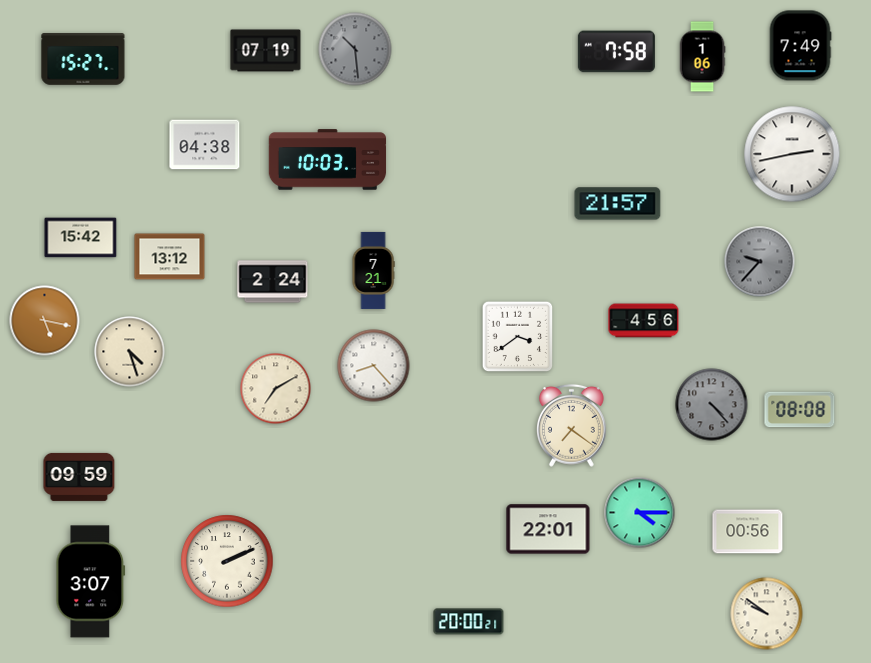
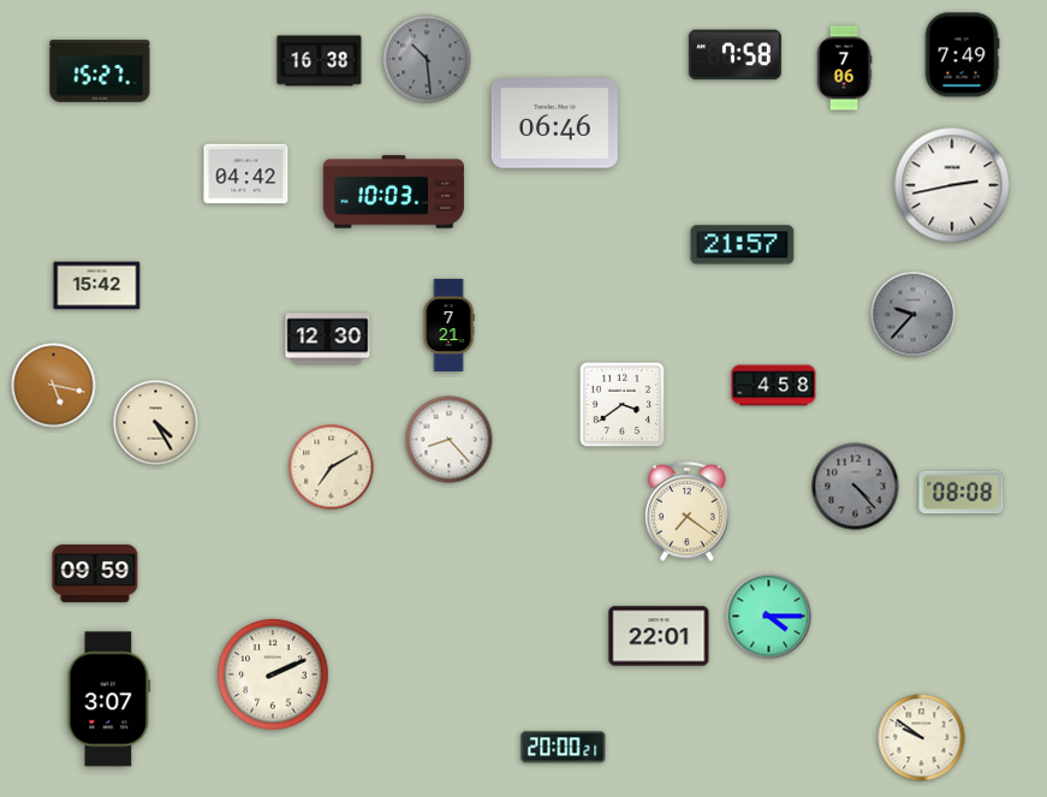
clock at (266, 51): 07:19 -> 16:38
clock at (616, 52) position: (616, 52) -> (734, 55)
clock at (702, 57): 1:06 -> 7:06
clock at (554, 124): none -> 06:46
clock at (205, 145): 04:38 -> 04:42
clock at (170, 257): 13:12 -> none
clock at (273, 282): 2:24 -> 12:30
clock at (644, 321): 4:56 -> 4:58
clock at (130, 352): 4:27 -> 4:25
clock at (748, 532): 00:56 -> none
